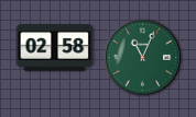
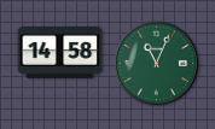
clock at (55, 48): 02:58 -> 14:58
